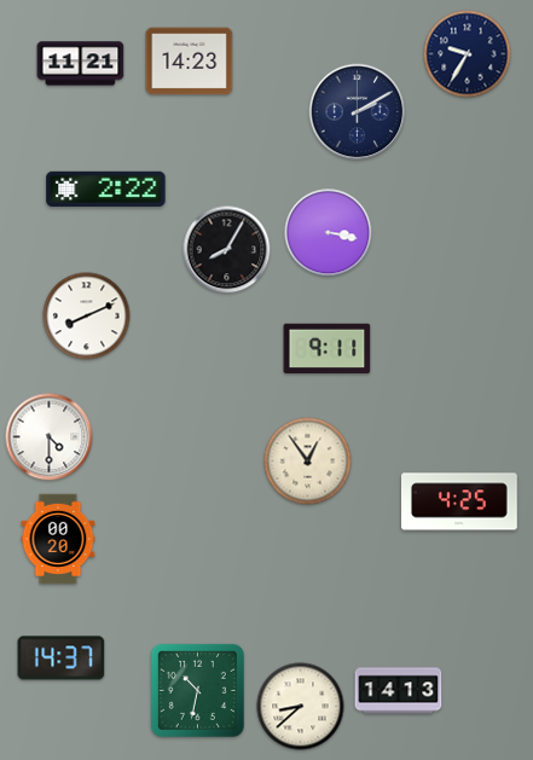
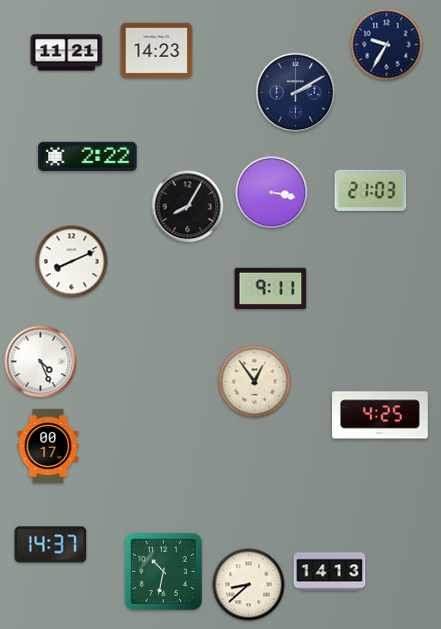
clock at (371, 190): none -> 21:03
clock at (50, 437): 4:30 -> 4:26
clock at (58, 539): 00:20 -> 00:17
